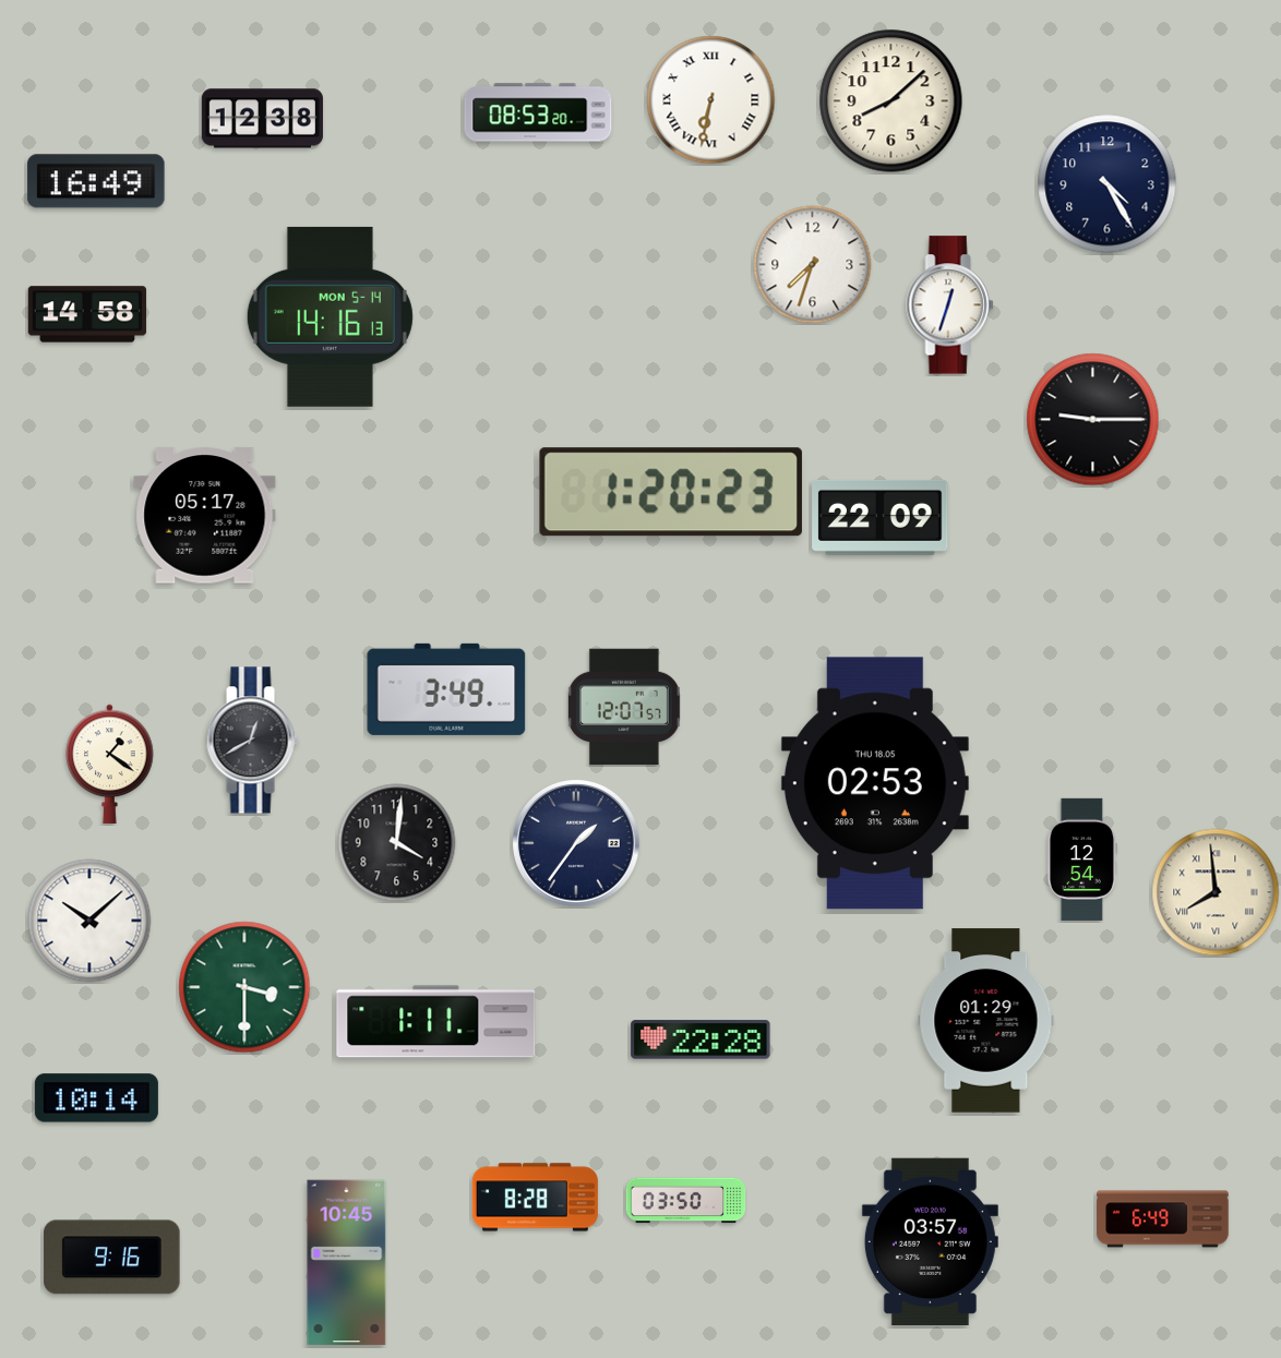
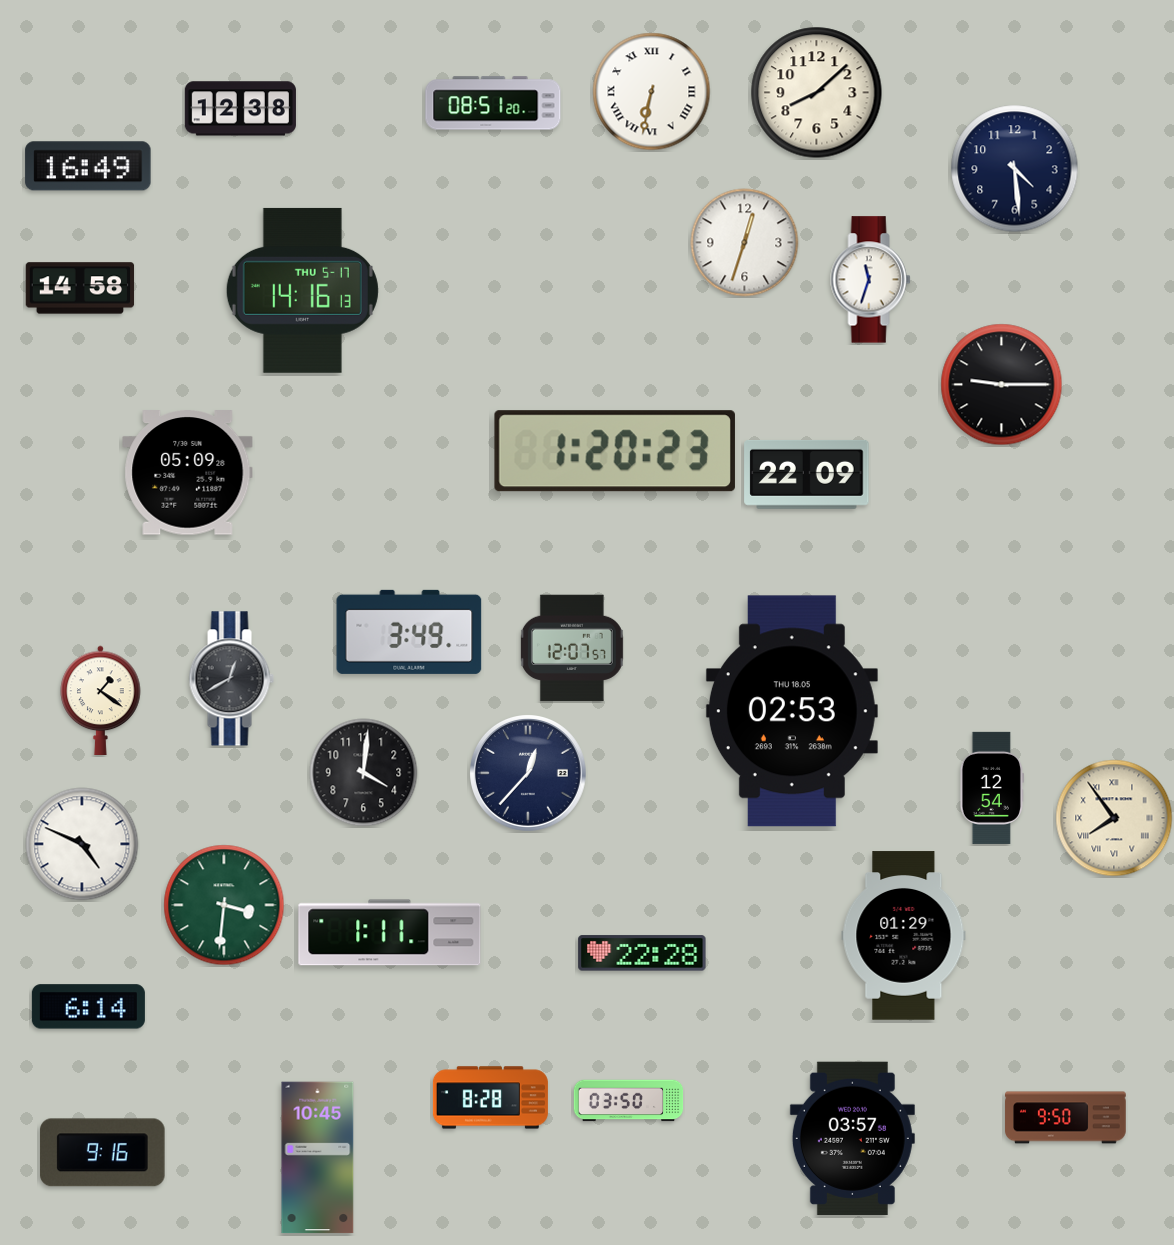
clock at (538, 112): 08:53 -> 08:51
clock at (1108, 184): 4:25 -> 4:29
clock at (813, 265): 7:33 -> 12:33
clock at (950, 305): 12:33 -> 11:33
clock at (330, 316) date: MON 5-14 -> THU 5-17
clock at (205, 516): 05:17 -> 05:09
clock at (875, 783) position: (875, 783) -> (792, 711)
clock at (577, 844): 1:36 -> 12:37
clock at (1216, 892): 7:59 -> 7:54
clock at (89, 921): 10:08 -> 4:49
clock at (244, 987): 3:30 -> 3:31
clock at (436, 1022) position: (436, 1022) -> (390, 933)
clock at (96, 1098): 10:14 -> 6:14
clock at (1163, 1219): 6:49 -> 9:50
